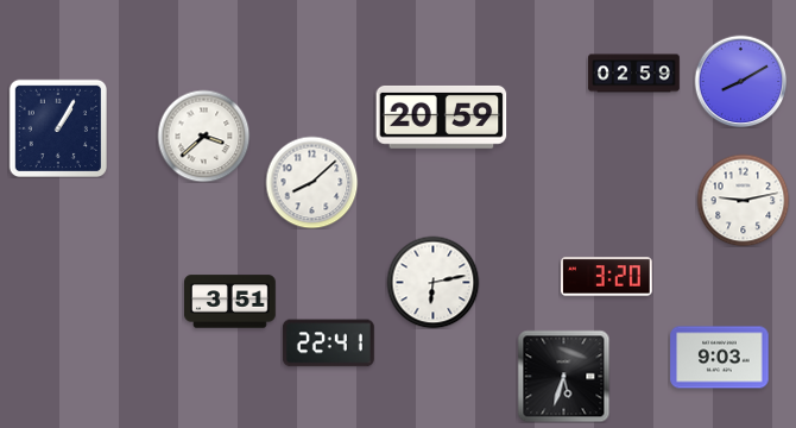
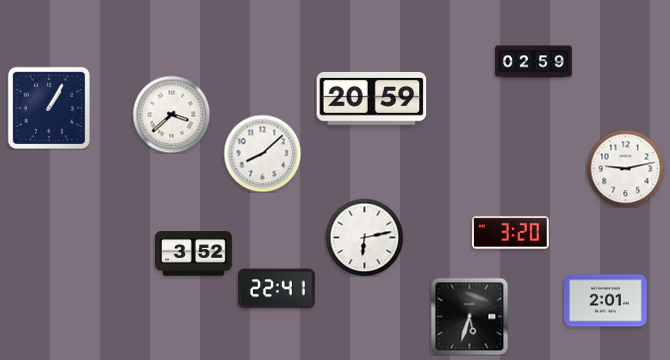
clock at (740, 81): 8:10 -> none
clock at (230, 302): 3:51 -> 3:52
clock at (720, 358): 9:03 -> 2:01
clock at (563, 376) position: (563, 376) -> (469, 316)
